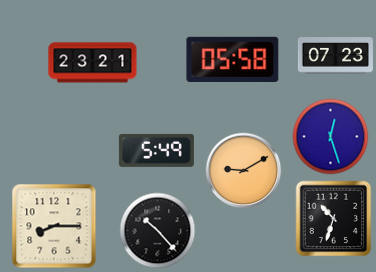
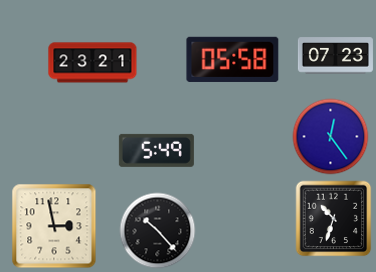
clock at (331, 137): 12:27 -> 12:24
clock at (244, 171): 9:10 -> none
clock at (54, 226): 8:15 -> 2:58
